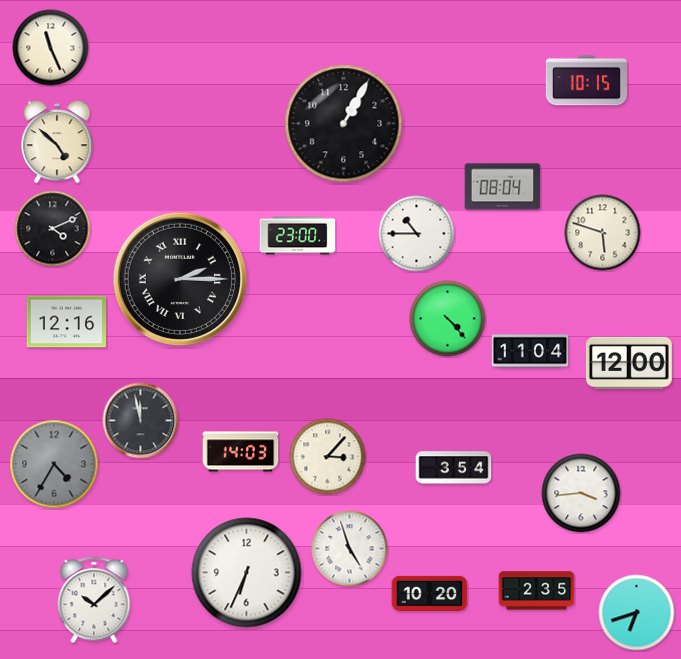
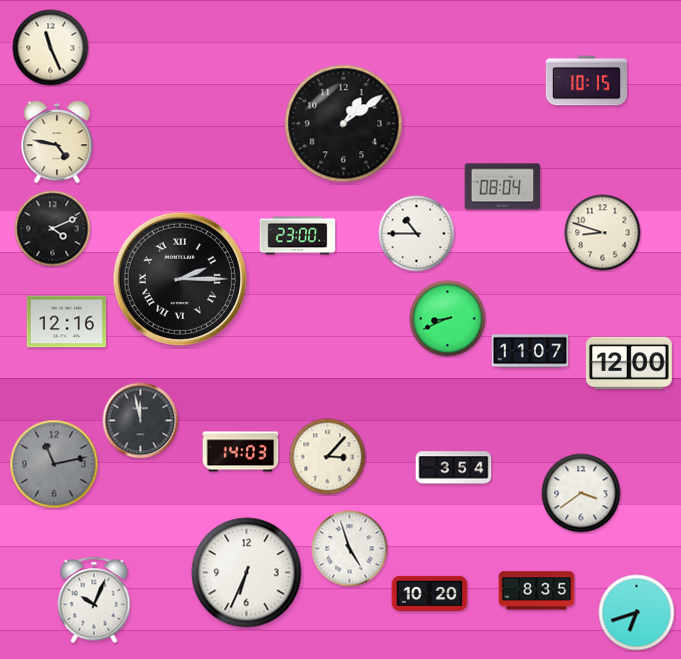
clock at (344, 124): 1:05 -> 1:09
clock at (57, 142): 4:52 -> 4:47
clock at (603, 233): 5:48 -> 8:48
clock at (448, 319): 4:23 -> 8:41
clock at (530, 351): 11:04 -> 11:07
clock at (54, 464): 4:35 -> 11:13
clock at (581, 493): 3:44 -> 3:39
clock at (537, 591): 2:35 -> 8:35
clock at (94, 600): 10:08 -> 10:04
